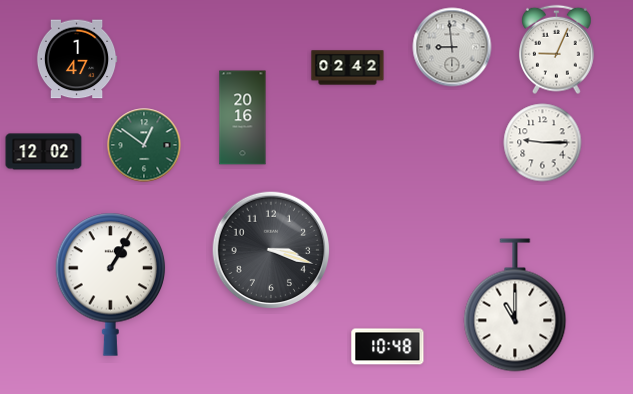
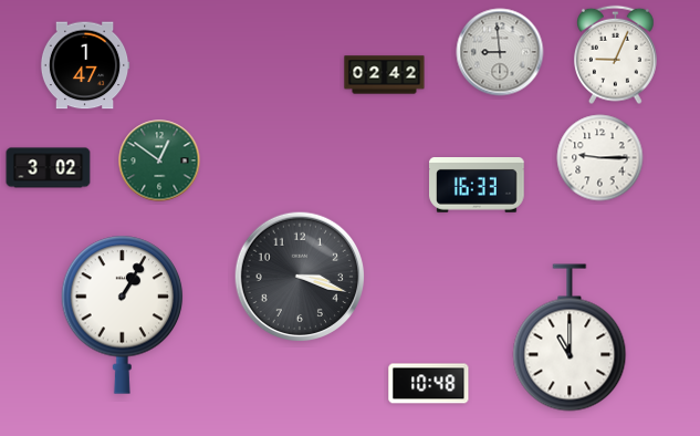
clock at (243, 118): 20:16 -> none
clock at (44, 152): 12:02 -> 3:02
clock at (478, 186): none -> 16:33
